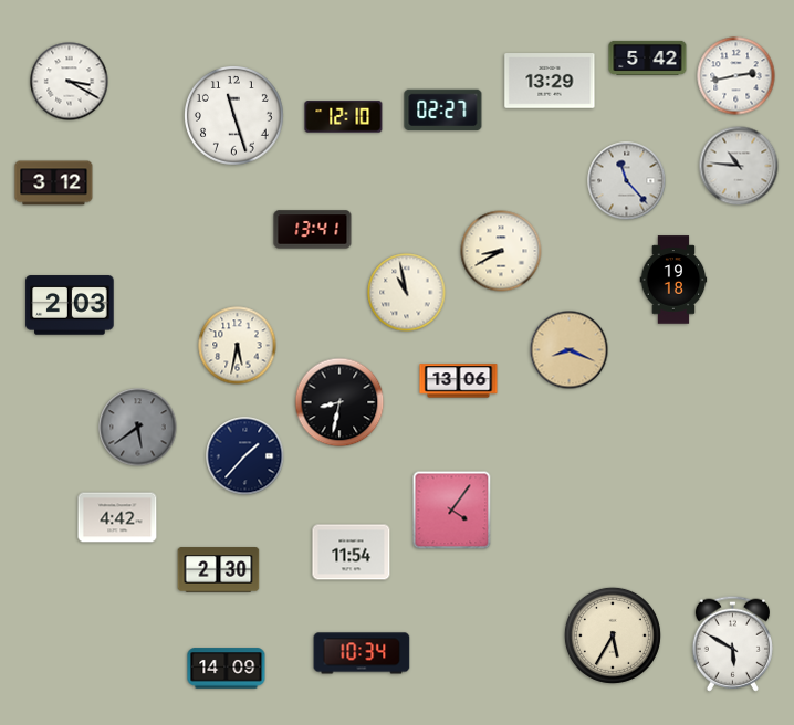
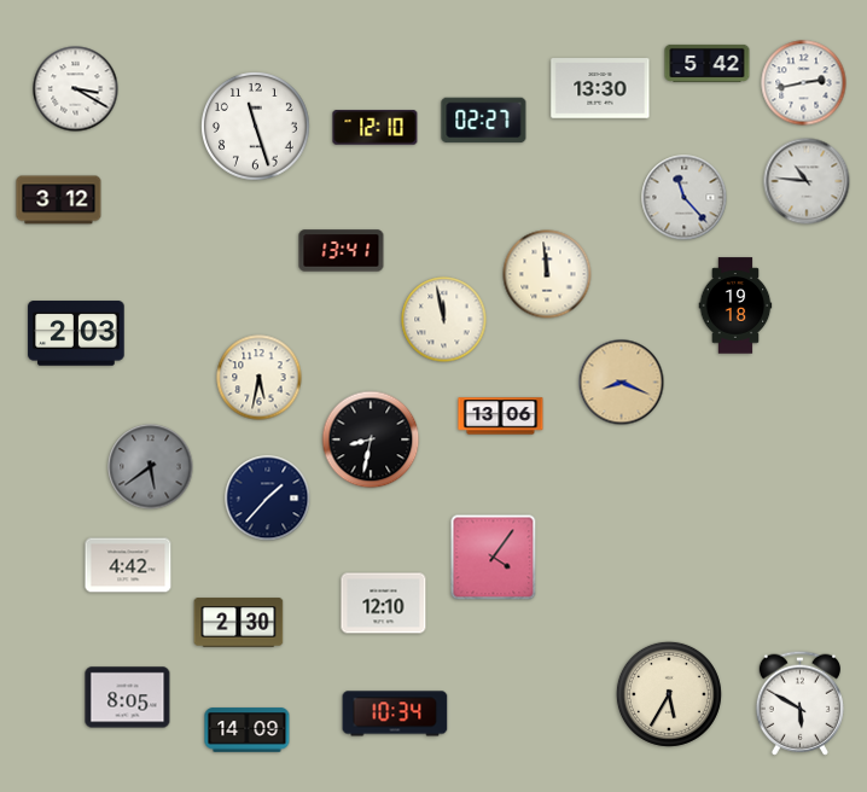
clock at (550, 81): 13:29 -> 13:30
clock at (501, 251): 8:40 -> 11:59
clock at (407, 293): 10:58 -> 11:58
clock at (352, 553): 11:54 -> 12:10
clock at (128, 698): none -> 8:05
